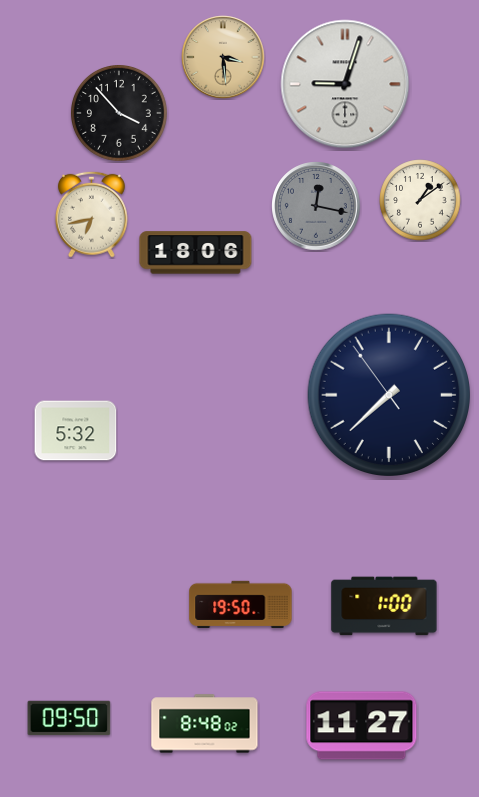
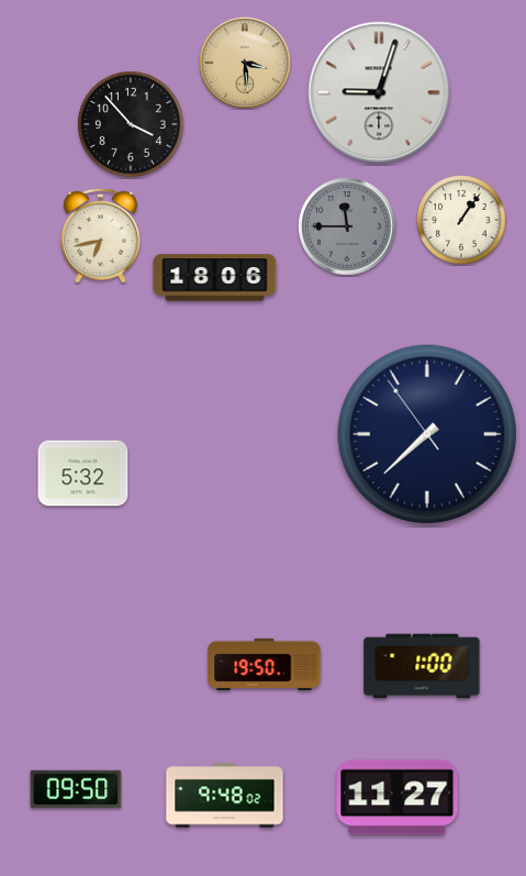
clock at (420, 200): 1:09 -> 1:06
clock at (316, 206): 12:17 -> 11:45
clock at (205, 724): 8:48 -> 9:48
